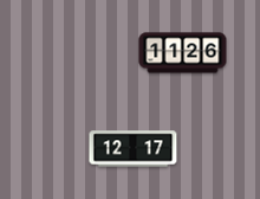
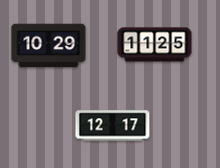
clock at (183, 53): 11:26 -> 11:25
clock at (49, 46): none -> 10:29
